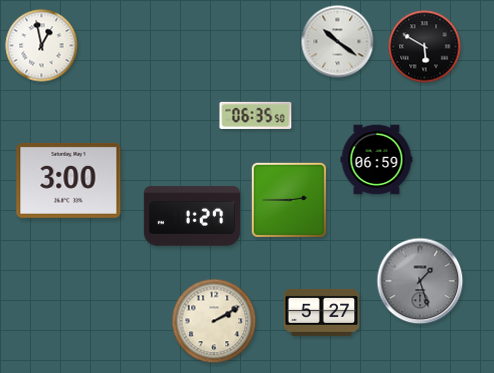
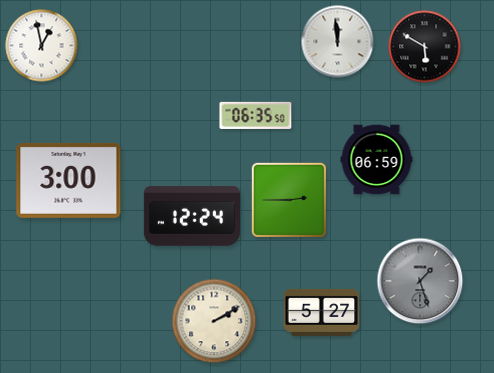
clock at (338, 42): 10:21 -> 11:59
clock at (191, 216): 1:27 -> 12:24
